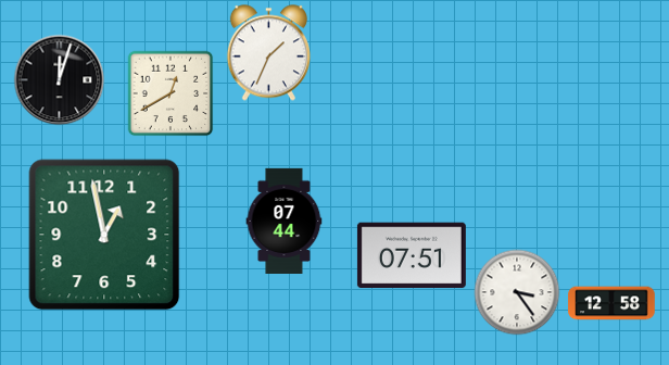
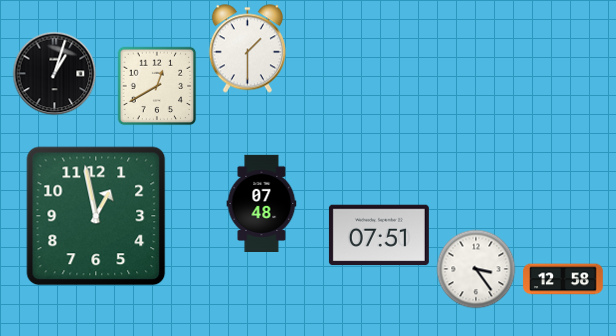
clock at (268, 53): 1:34 -> 1:30
clock at (60, 80): 12:03 -> 1:03
clock at (285, 221): 07:44 -> 07:48
